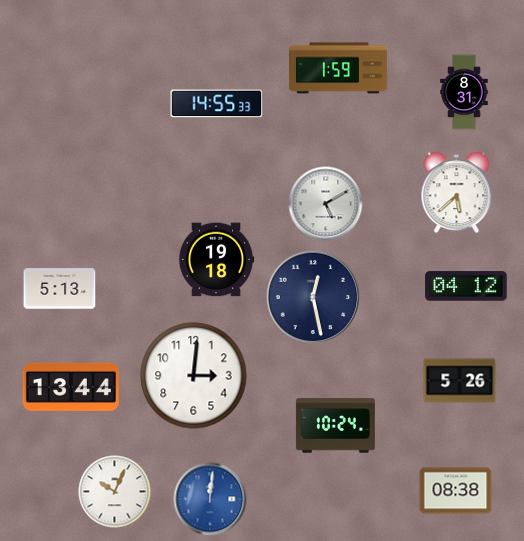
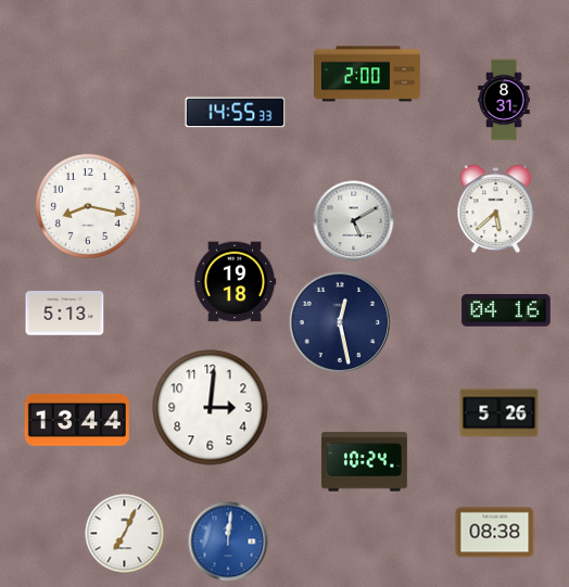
clock at (339, 68): 1:59 -> 2:00
clock at (88, 206): none -> 8:17
clock at (466, 286): 04:12 -> 04:16
clock at (115, 492): 10:04 -> 7:04
